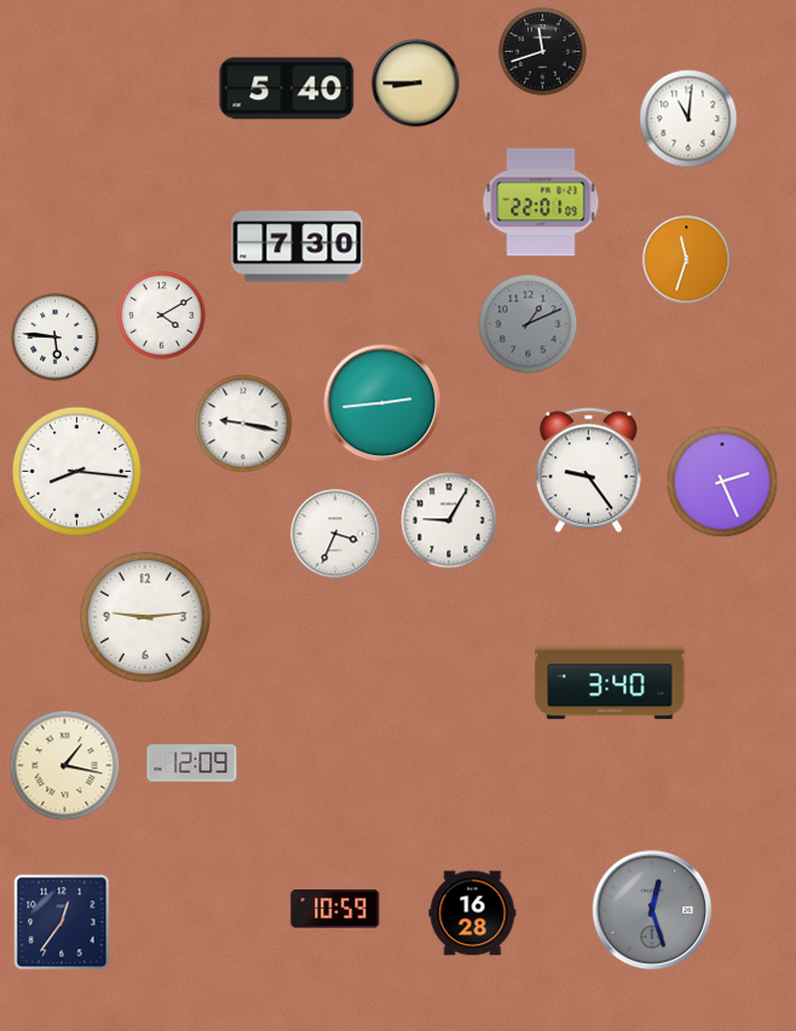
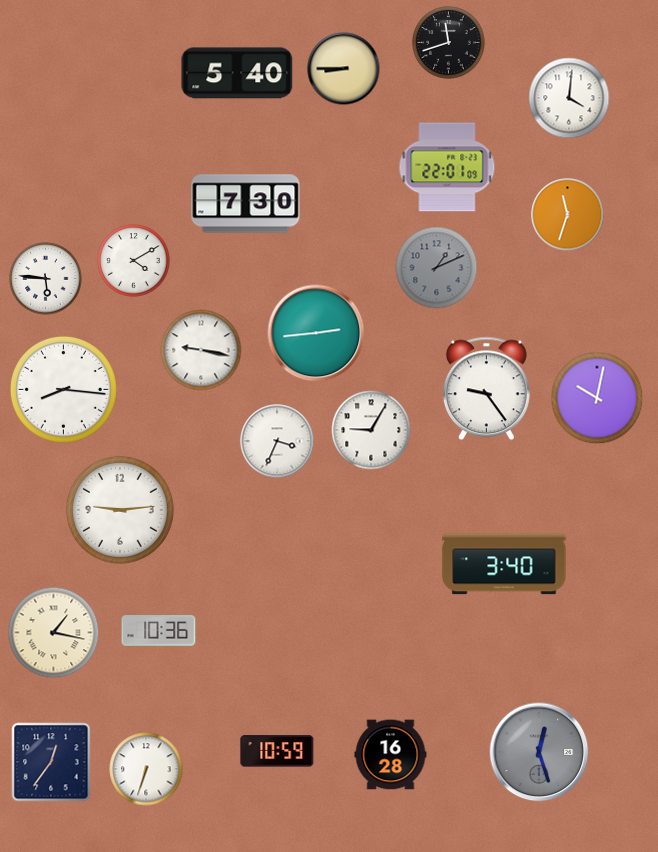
clock at (688, 119): 11:01 -> 4:01
clock at (722, 482): 2:26 -> 10:02
clock at (192, 764): 12:09 -> 10:36
clock at (146, 769): none -> 6:33
